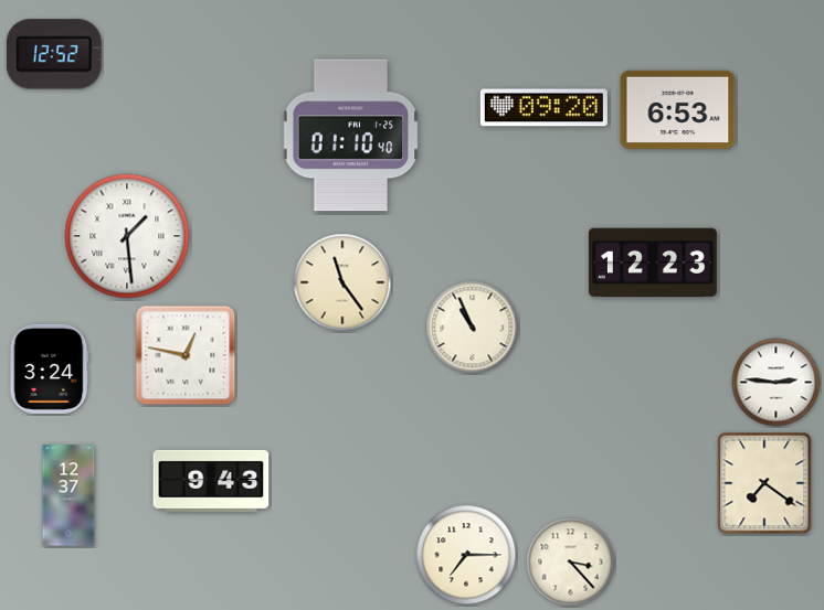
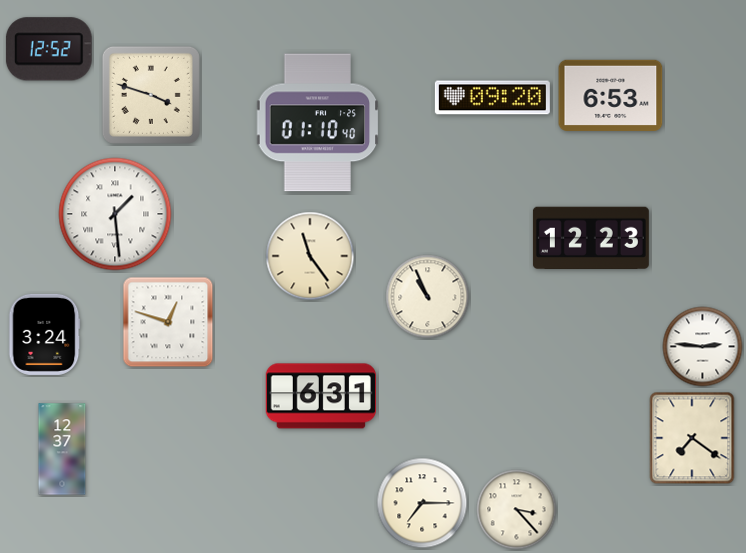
clock at (151, 95): none -> 3:48
clock at (678, 109) position: (678, 109) -> (611, 95)
clock at (186, 355): 12:47 -> 12:48
clock at (320, 396): none -> 6:31
clock at (211, 481): 9:43 -> none
